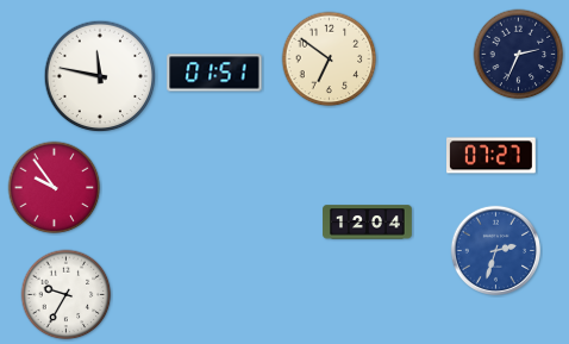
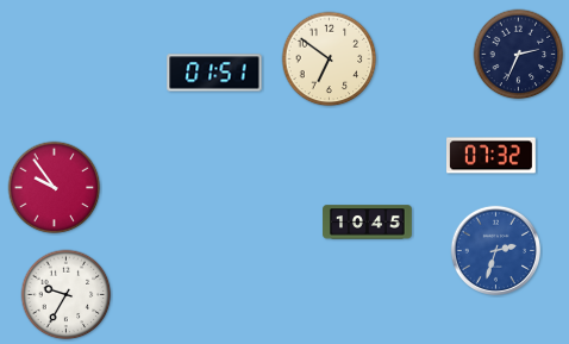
clock at (100, 76): 11:47 -> none
clock at (492, 156): 07:27 -> 07:32
clock at (368, 223): 12:04 -> 10:45
